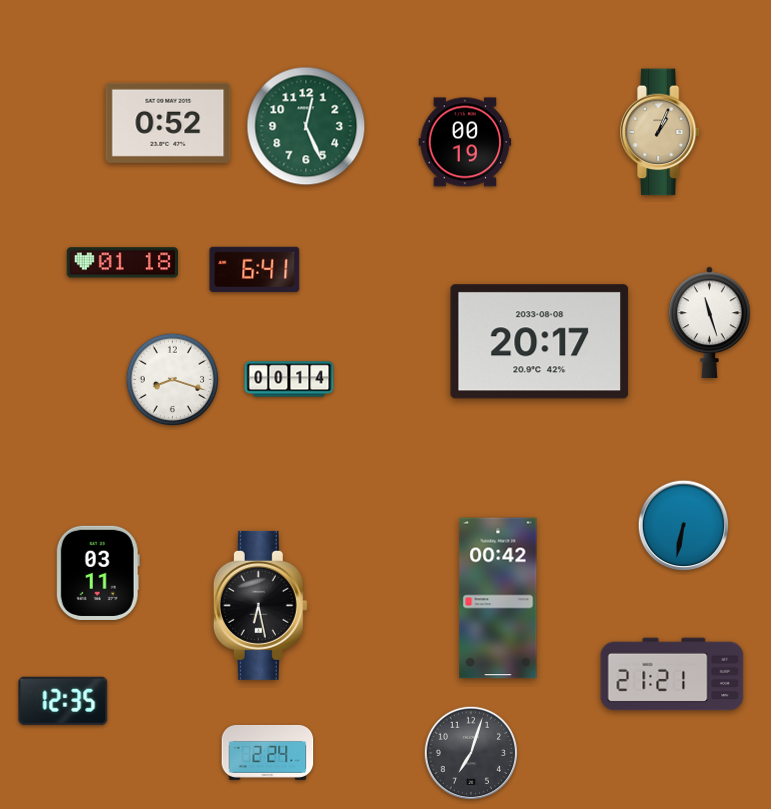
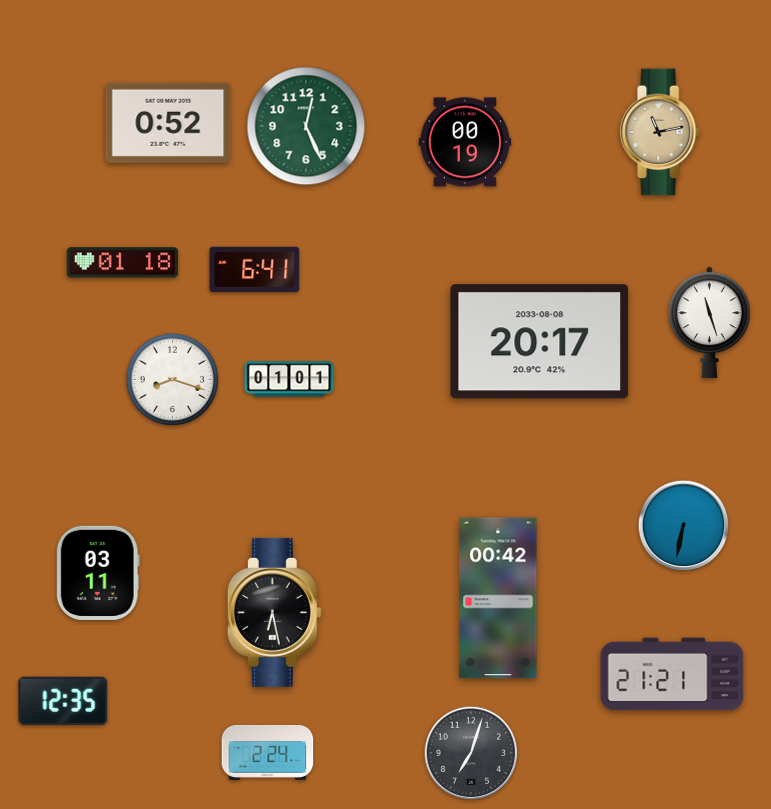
clock at (661, 132): 1:04 -> 11:13
clock at (289, 379): 00:14 -> 01:01
clock at (260, 605) position: (260, 605) -> (274, 612)
